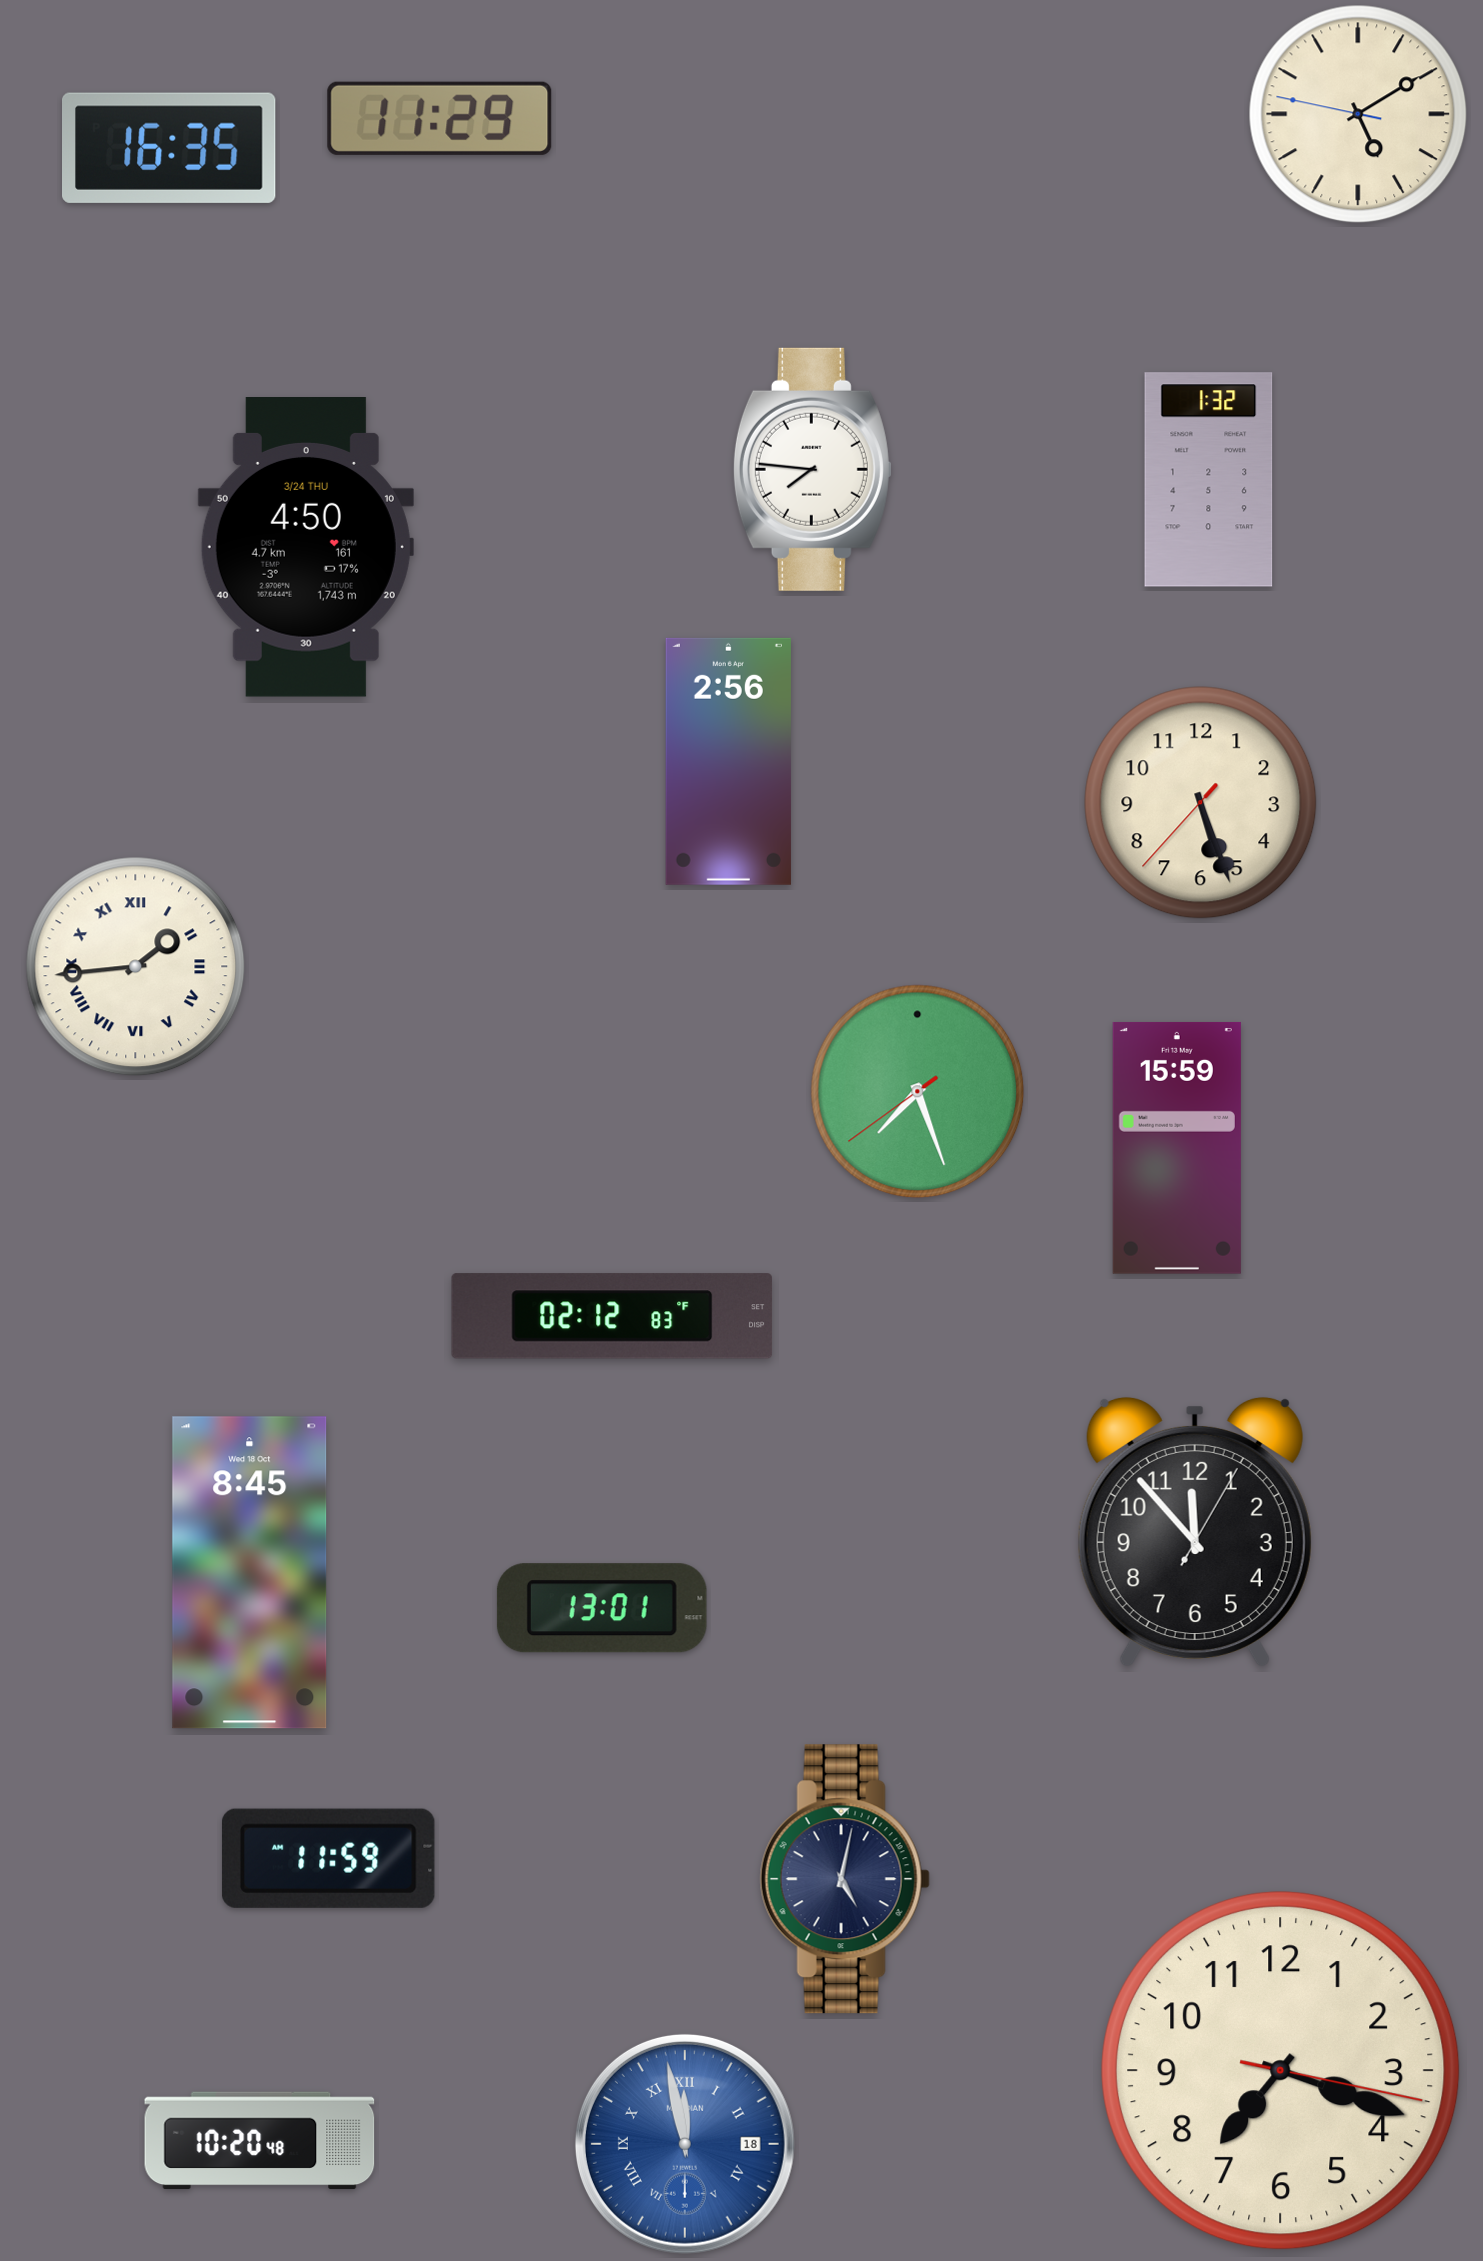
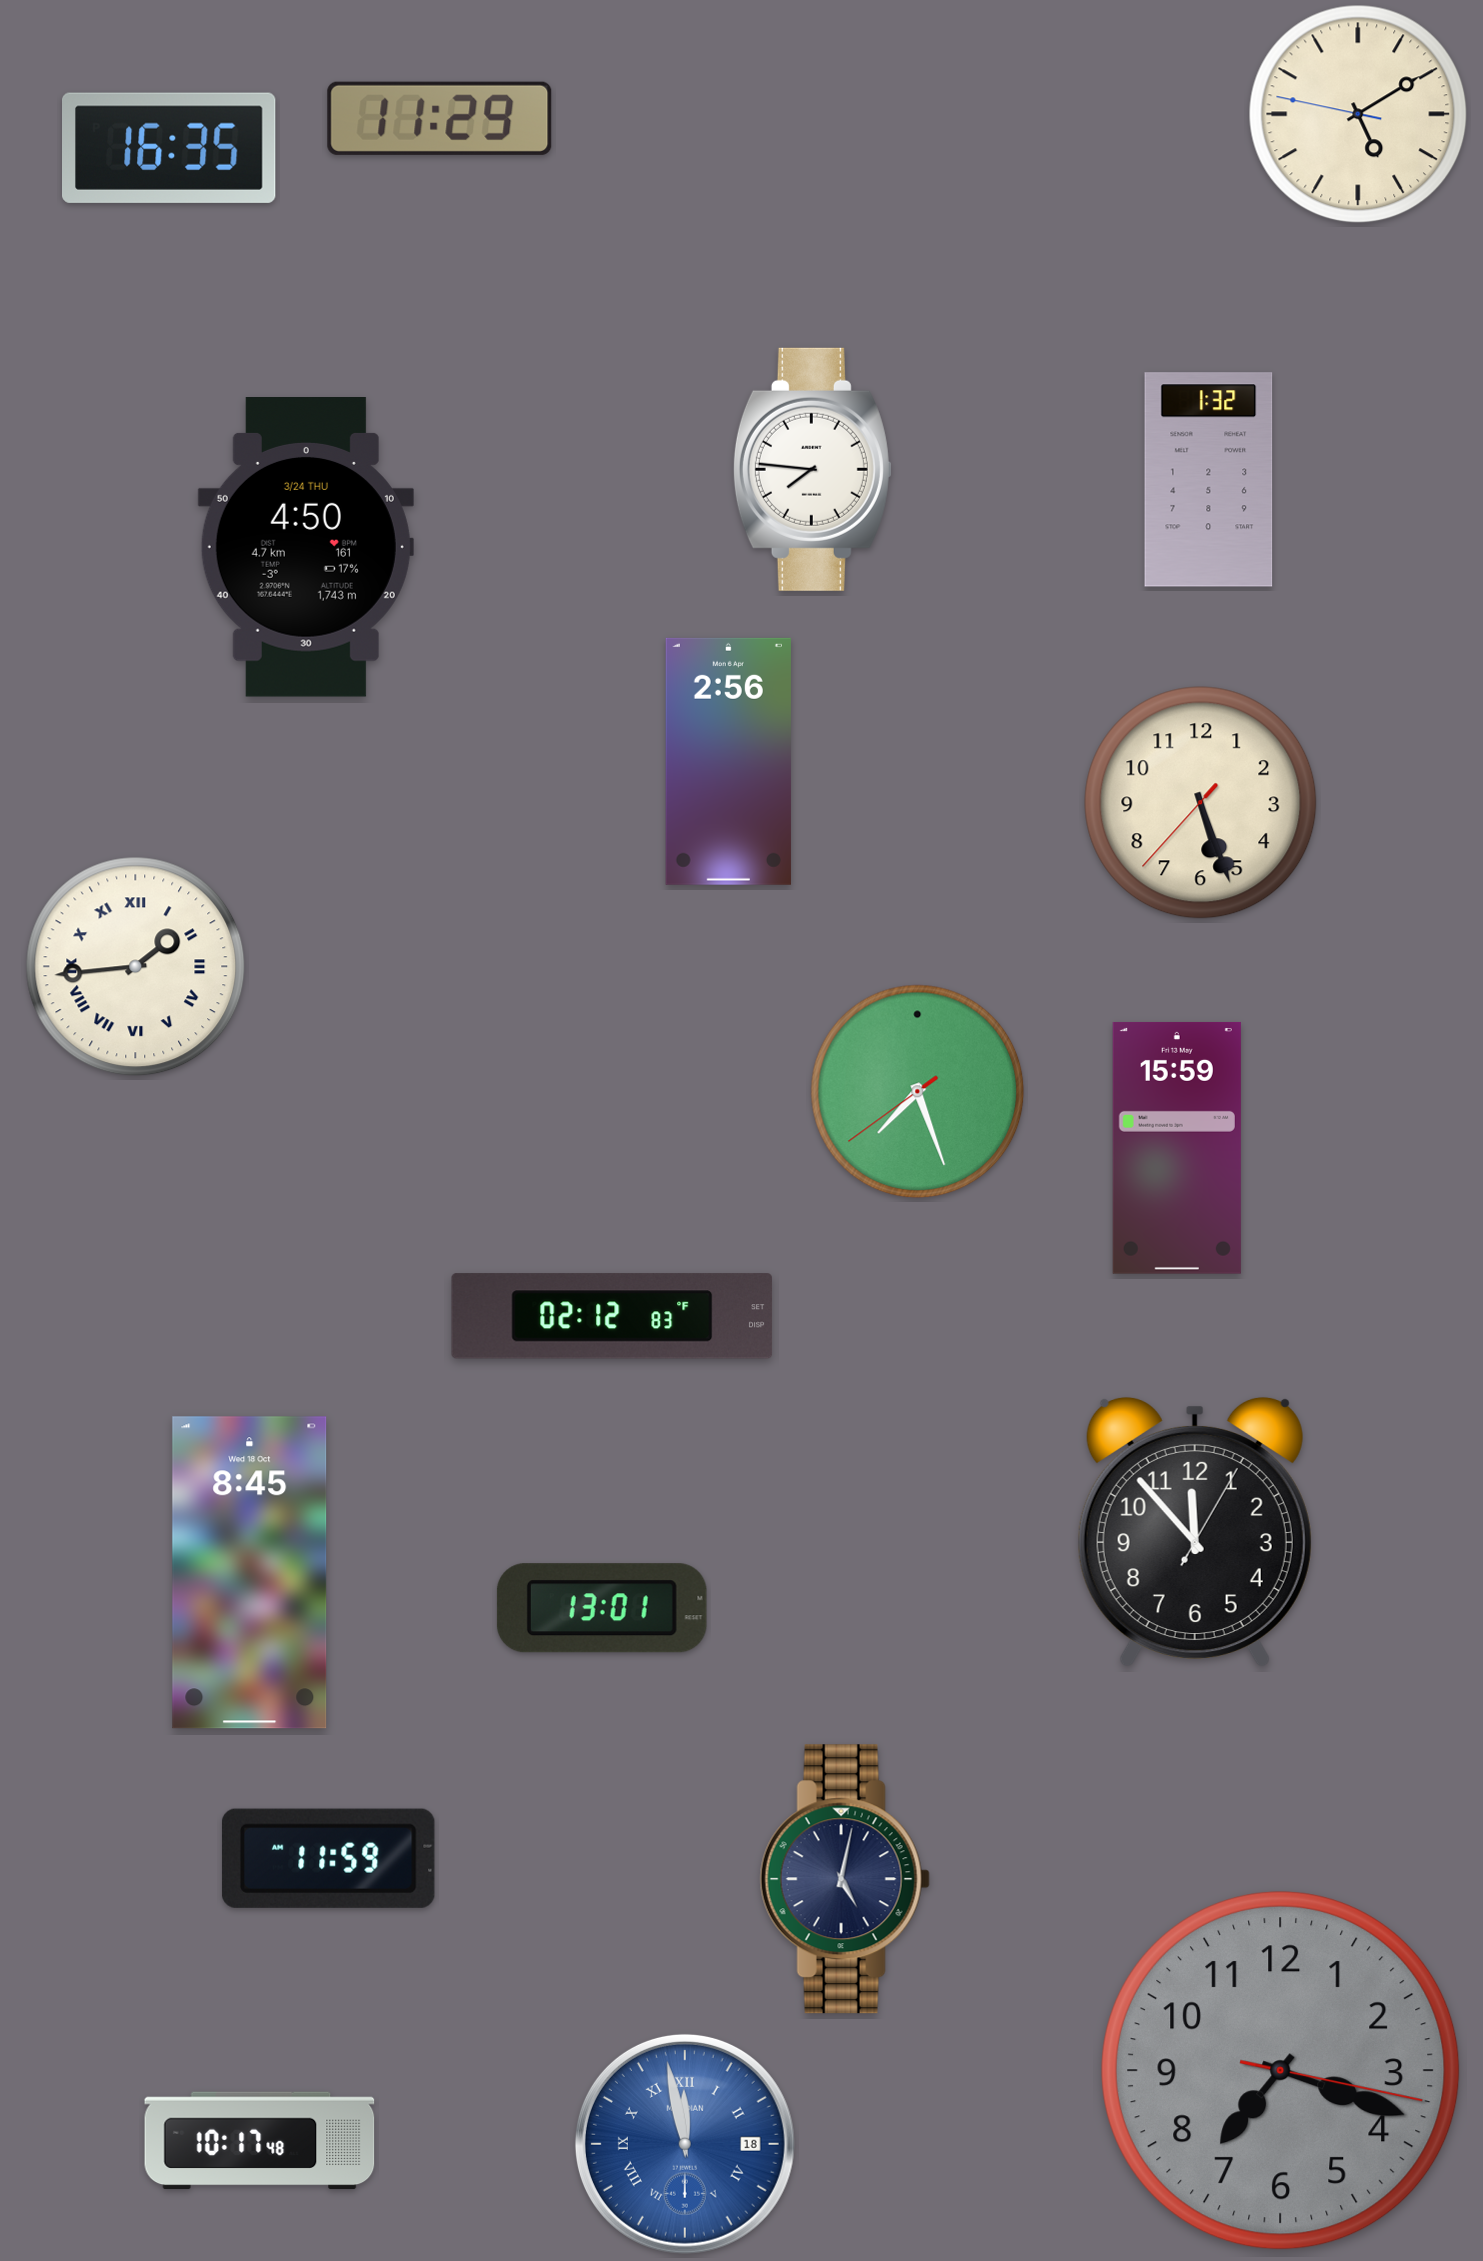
clock at (1281, 2071) dial: cream -> grey
clock at (260, 2141): 10:20 -> 10:17
